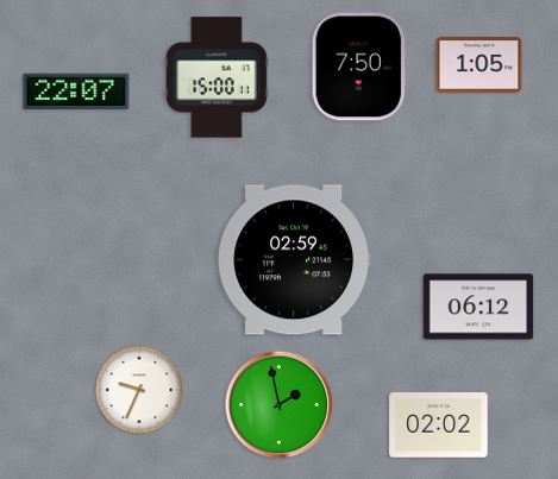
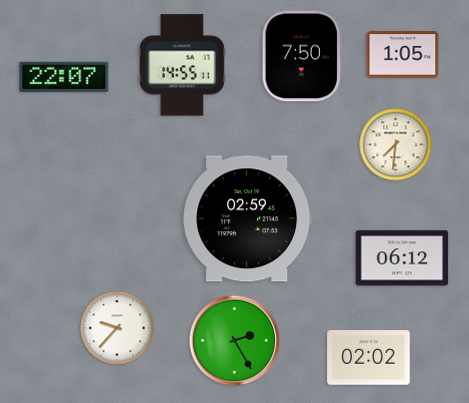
clock at (218, 77): 15:00 -> 14:55
clock at (396, 145): none -> 7:31
clock at (139, 390): 9:34 -> 9:37
clock at (280, 405): 1:58 -> 2:25
